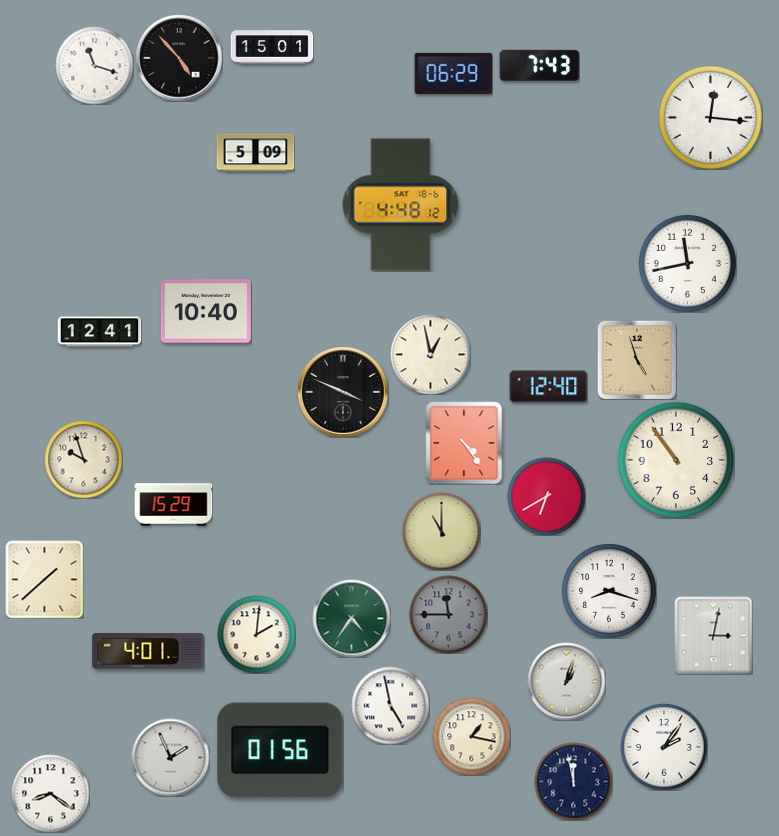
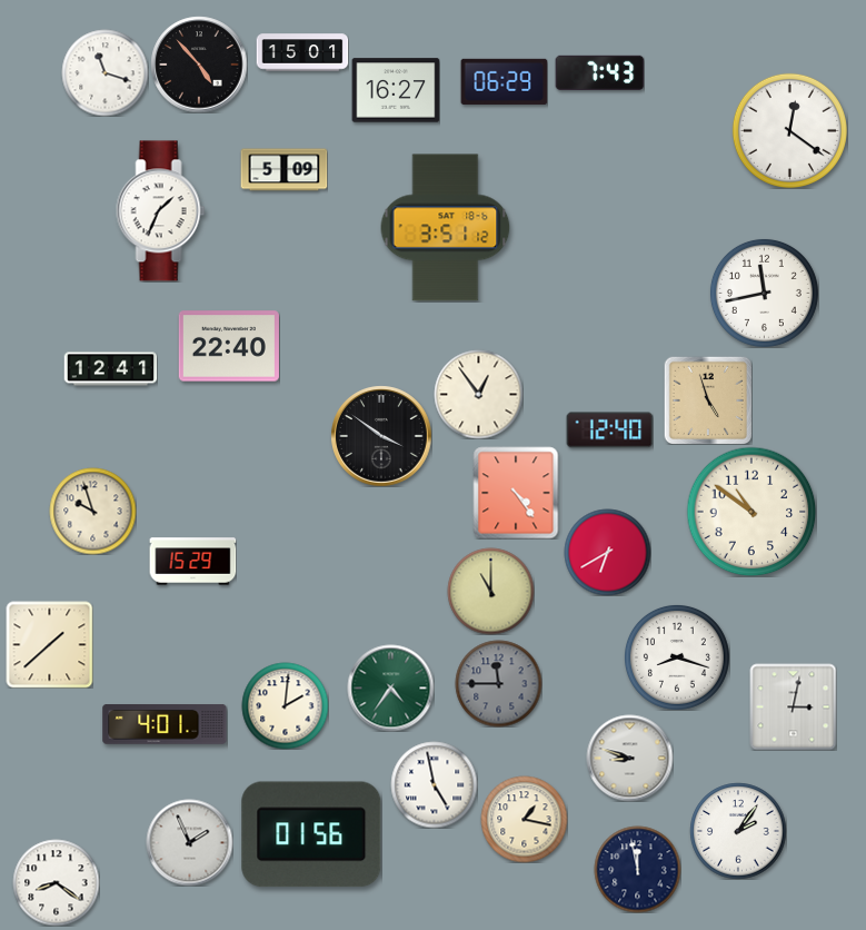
clock at (396, 90): none -> 16:27
clock at (710, 117): 12:16 -> 12:21
clock at (161, 211): none -> 1:34
clock at (401, 205): 4:48 -> 3:51
clock at (206, 311): 10:40 -> 22:40
clock at (430, 354): 12:58 -> 12:54
clock at (343, 392): 3:49 -> 3:51
clock at (676, 460): 10:54 -> 10:51
clock at (566, 681): 1:03 -> 8:48
